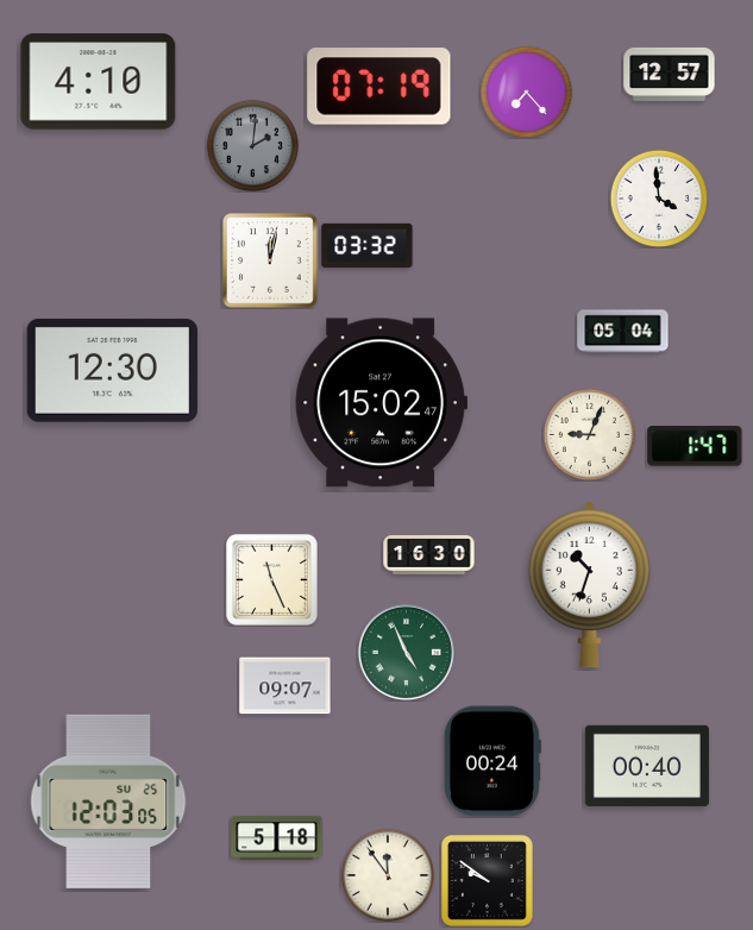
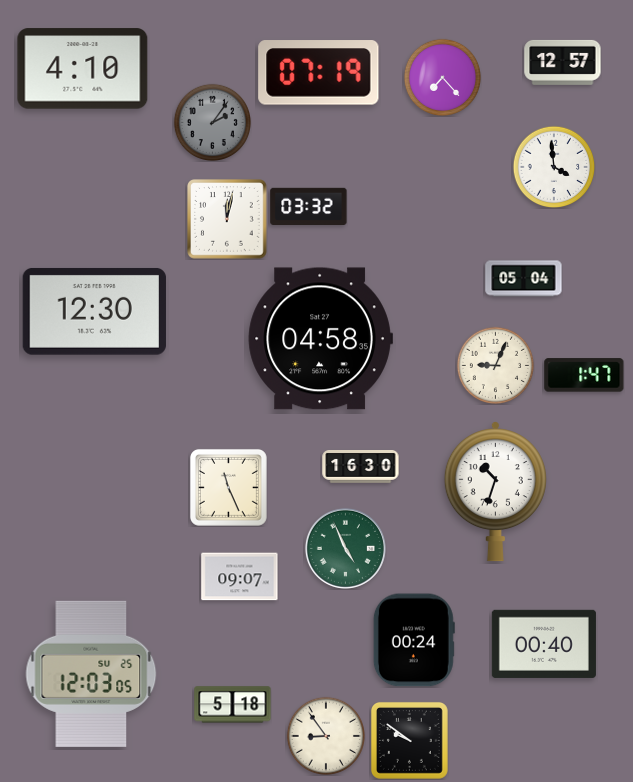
clock at (252, 145): 2:01 -> 2:06
clock at (381, 403): 15:02 -> 04:58
clock at (406, 652) position: (406, 652) -> (345, 548)
clock at (387, 874): 11:54 -> 8:54
